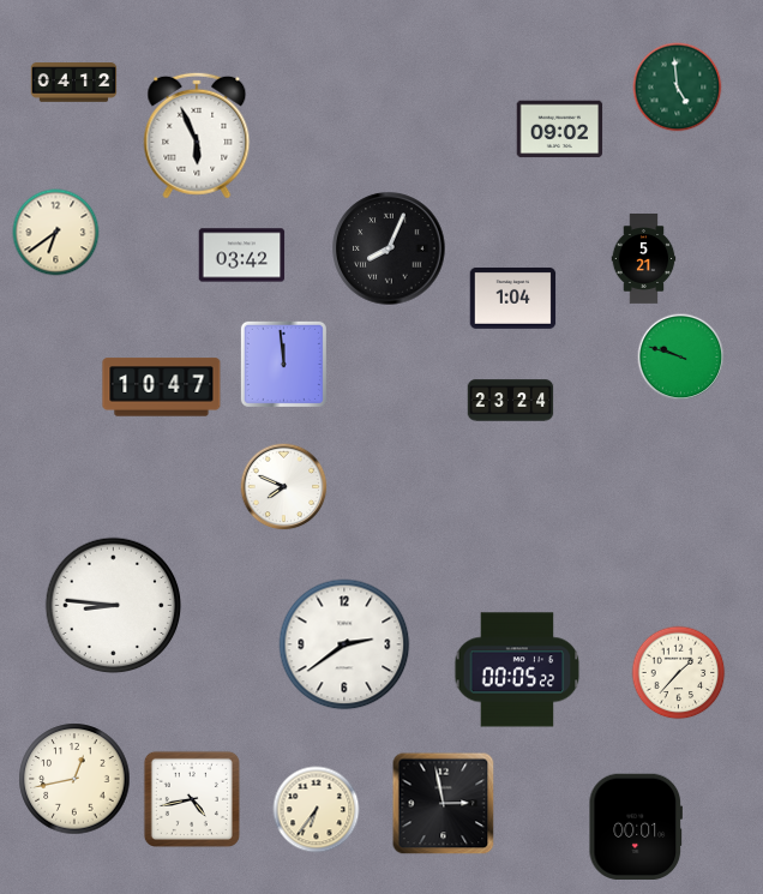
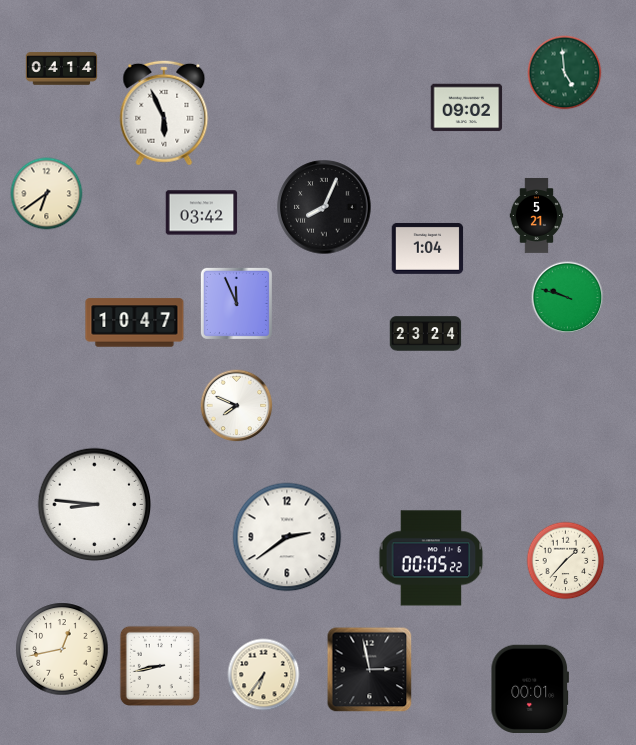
clock at (74, 83): 04:12 -> 04:14
clock at (283, 364): 11:59 -> 11:56
clock at (192, 799): 4:43 -> 8:43
